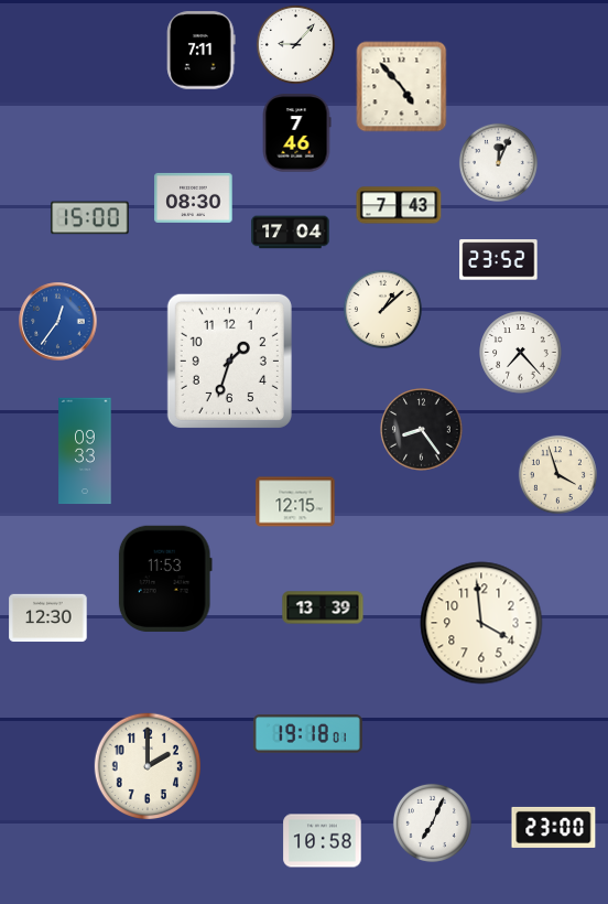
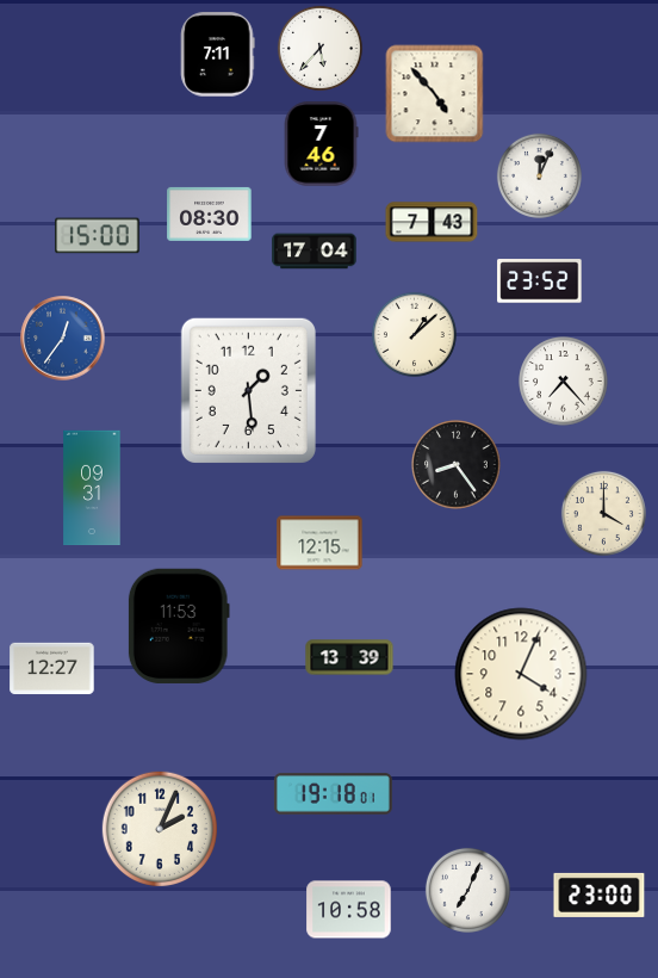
clock at (295, 44): 9:07 -> 5:37
clock at (58, 322) position: (58, 322) -> (63, 339)
clock at (229, 360): 1:33 -> 1:29
clock at (85, 451): 09:33 -> 09:31
clock at (557, 474): 3:57 -> 4:00
clock at (48, 618): 12:30 -> 12:27
clock at (481, 623): 3:59 -> 4:04
clock at (146, 765): 2:00 -> 2:04
